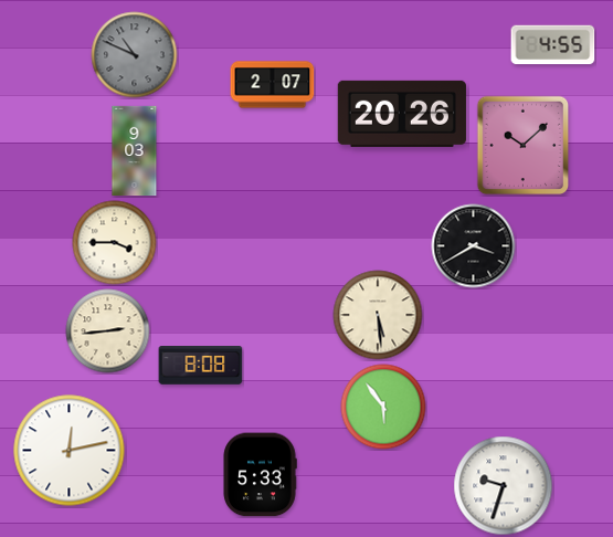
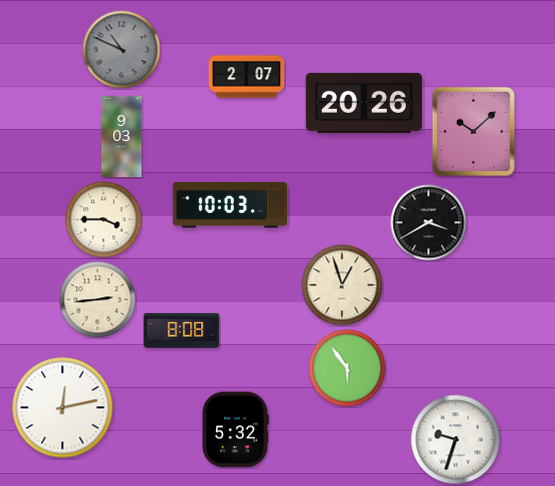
clock at (553, 45): 4:55 -> none
clock at (230, 205): none -> 10:03
clock at (378, 315): 5:29 -> 12:57
clock at (260, 475): 5:33 -> 5:32
